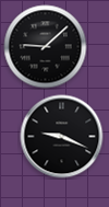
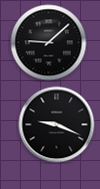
clock at (46, 47) position: (46, 47) -> (49, 43)
